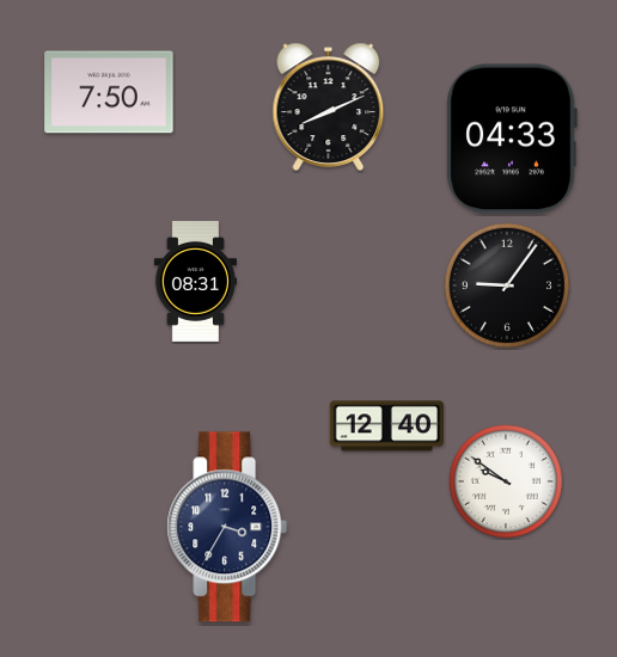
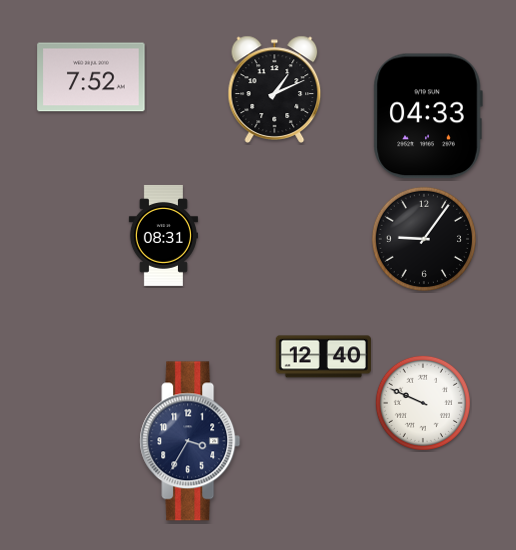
clock at (109, 92): 7:50 -> 7:52
clock at (329, 106): 8:11 -> 1:11
clock at (506, 481): 9:51 -> 9:49
